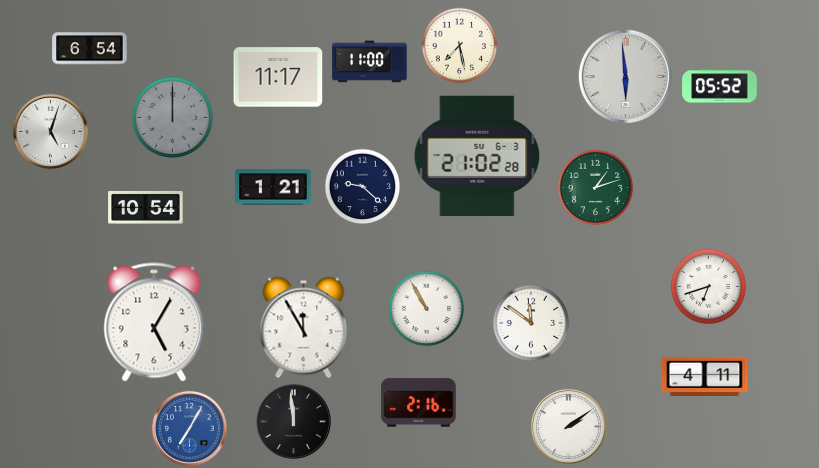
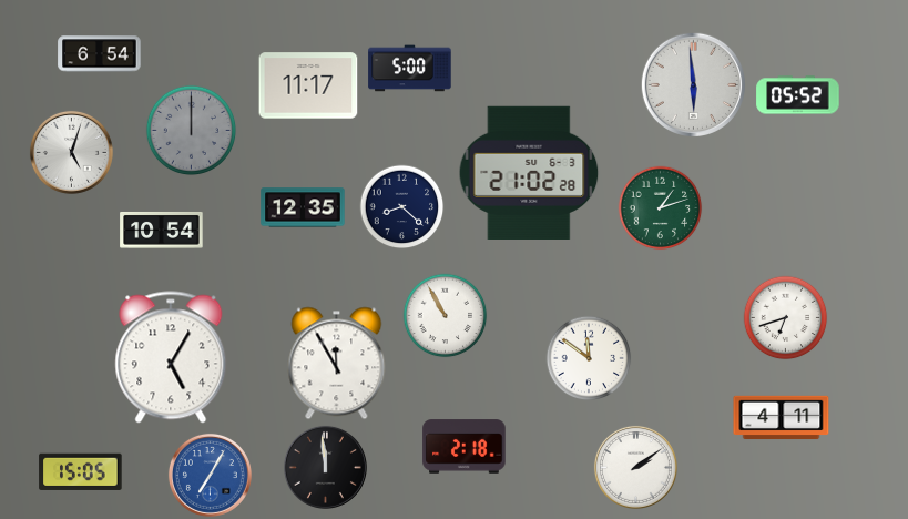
clock at (460, 46): 7:28 -> none
clock at (370, 62): 11:00 -> 5:00
clock at (50, 131) position: (50, 131) -> (71, 152)
clock at (273, 187): 1:21 -> 12:35
clock at (363, 187): 9:22 -> 8:22
clock at (427, 309) position: (427, 309) -> (446, 316)
clock at (419, 403): 2:16 -> 2:18
clock at (81, 471): none -> 15:05
clock at (568, 426) position: (568, 426) -> (635, 467)
